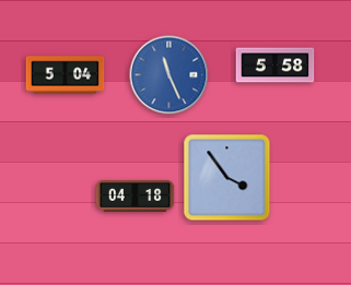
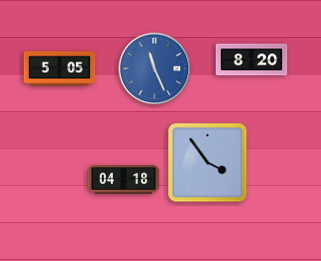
clock at (276, 66): 5:58 -> 8:20
clock at (66, 75): 5:04 -> 5:05
